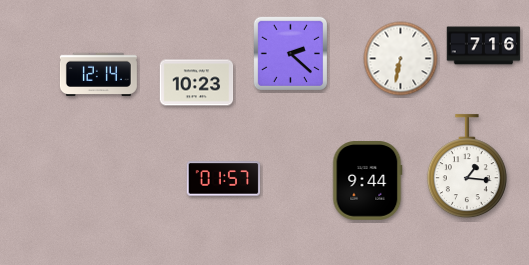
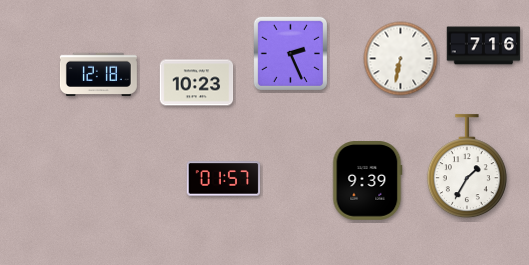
clock at (290, 53): 2:22 -> 2:26
clock at (98, 75): 12:14 -> 12:18
clock at (467, 167): 1:16 -> 1:35
clock at (368, 181): 9:44 -> 9:39
